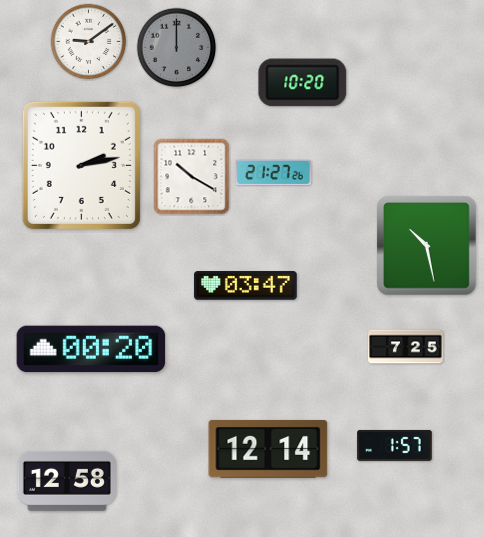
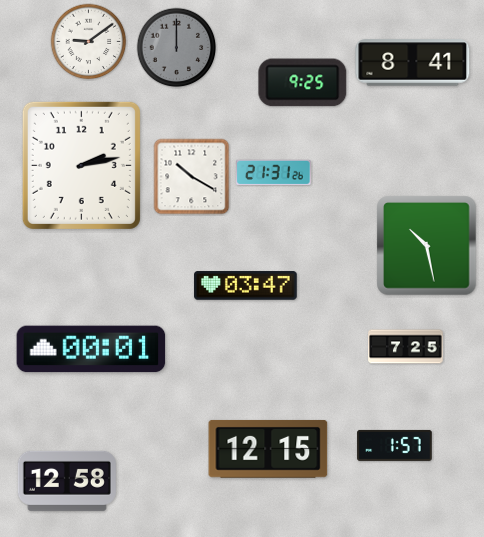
clock at (413, 63): none -> 8:41
clock at (303, 83): 10:20 -> 9:25
clock at (274, 172): 21:27 -> 21:31
clock at (91, 349): 00:20 -> 00:01
clock at (268, 449): 12:14 -> 12:15
